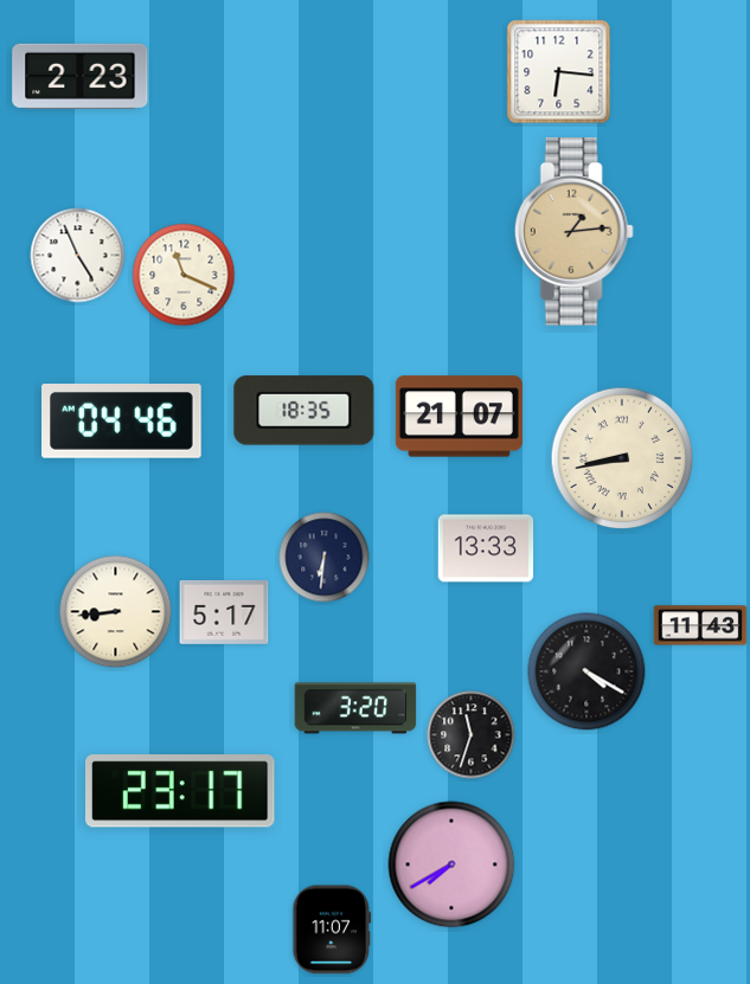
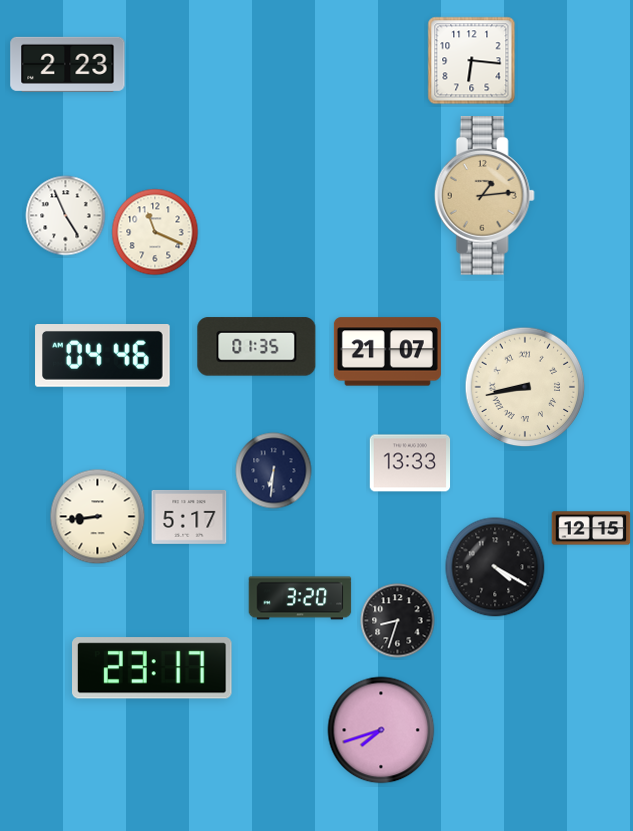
clock at (305, 411): 18:35 -> 01:35
clock at (700, 625): 11:43 -> 12:15
clock at (472, 735): 11:33 -> 8:33
clock at (451, 864): 7:40 -> 7:42
clock at (332, 930): 11:07 -> none
